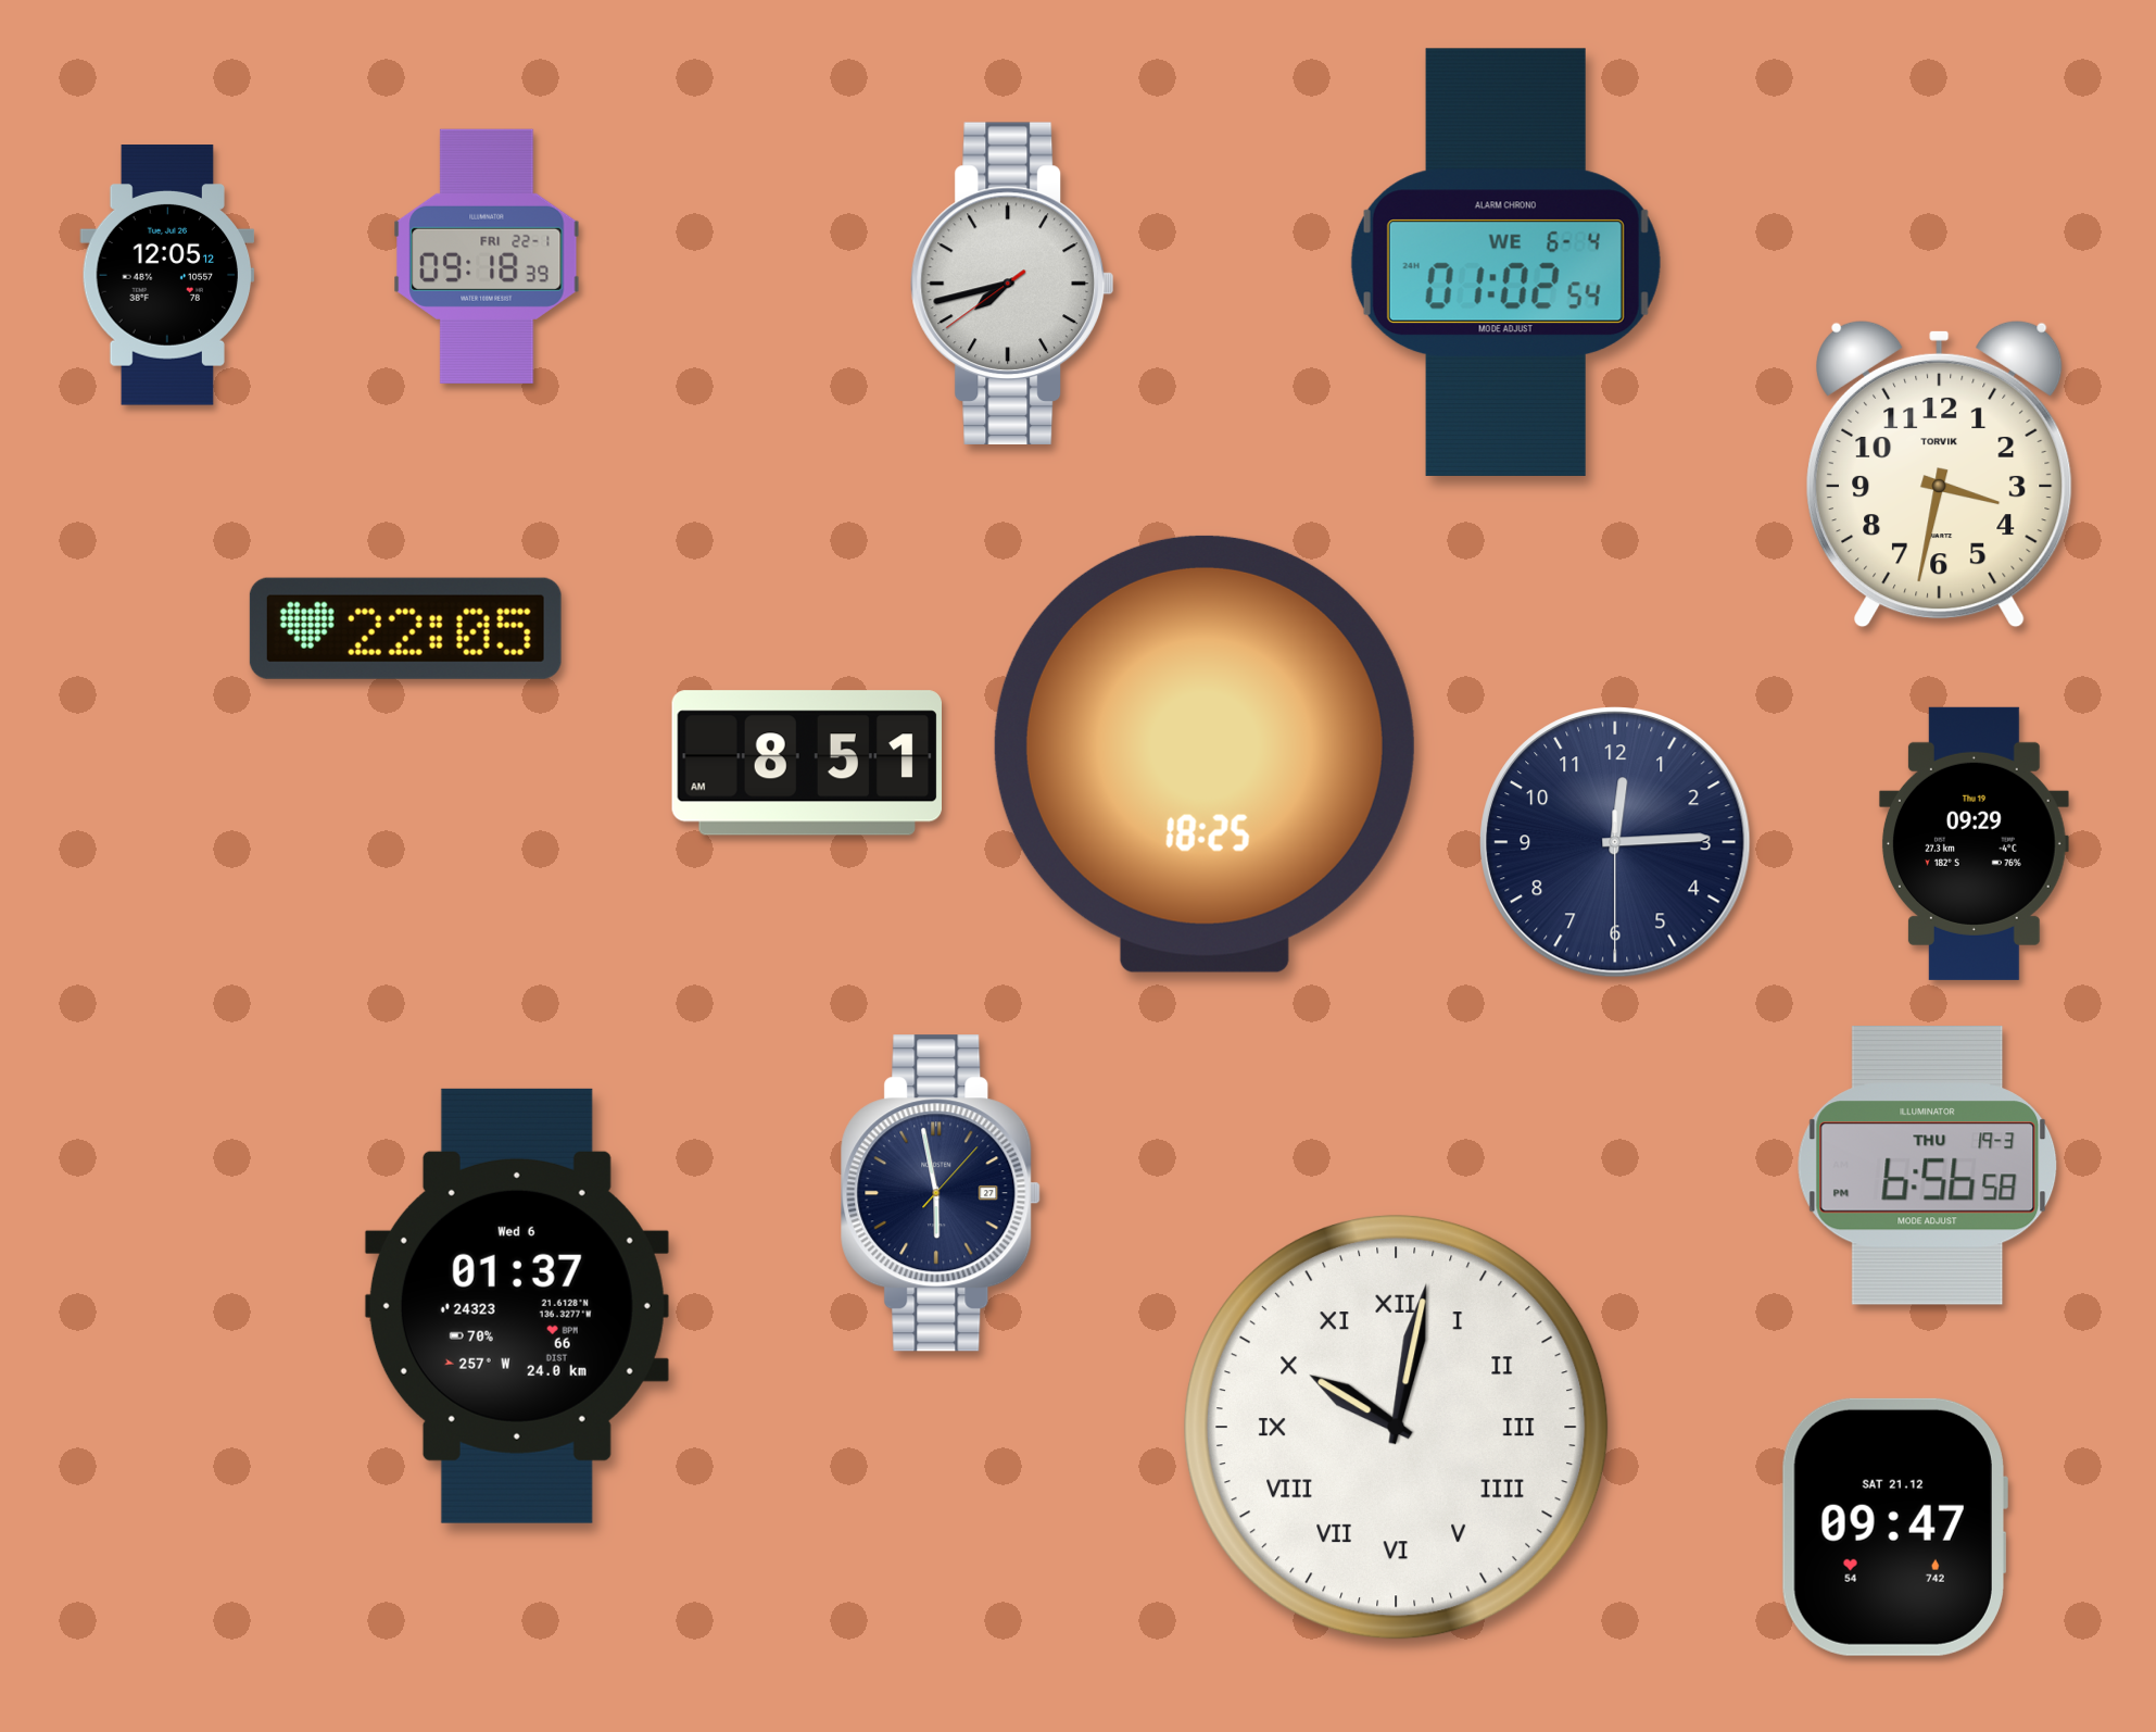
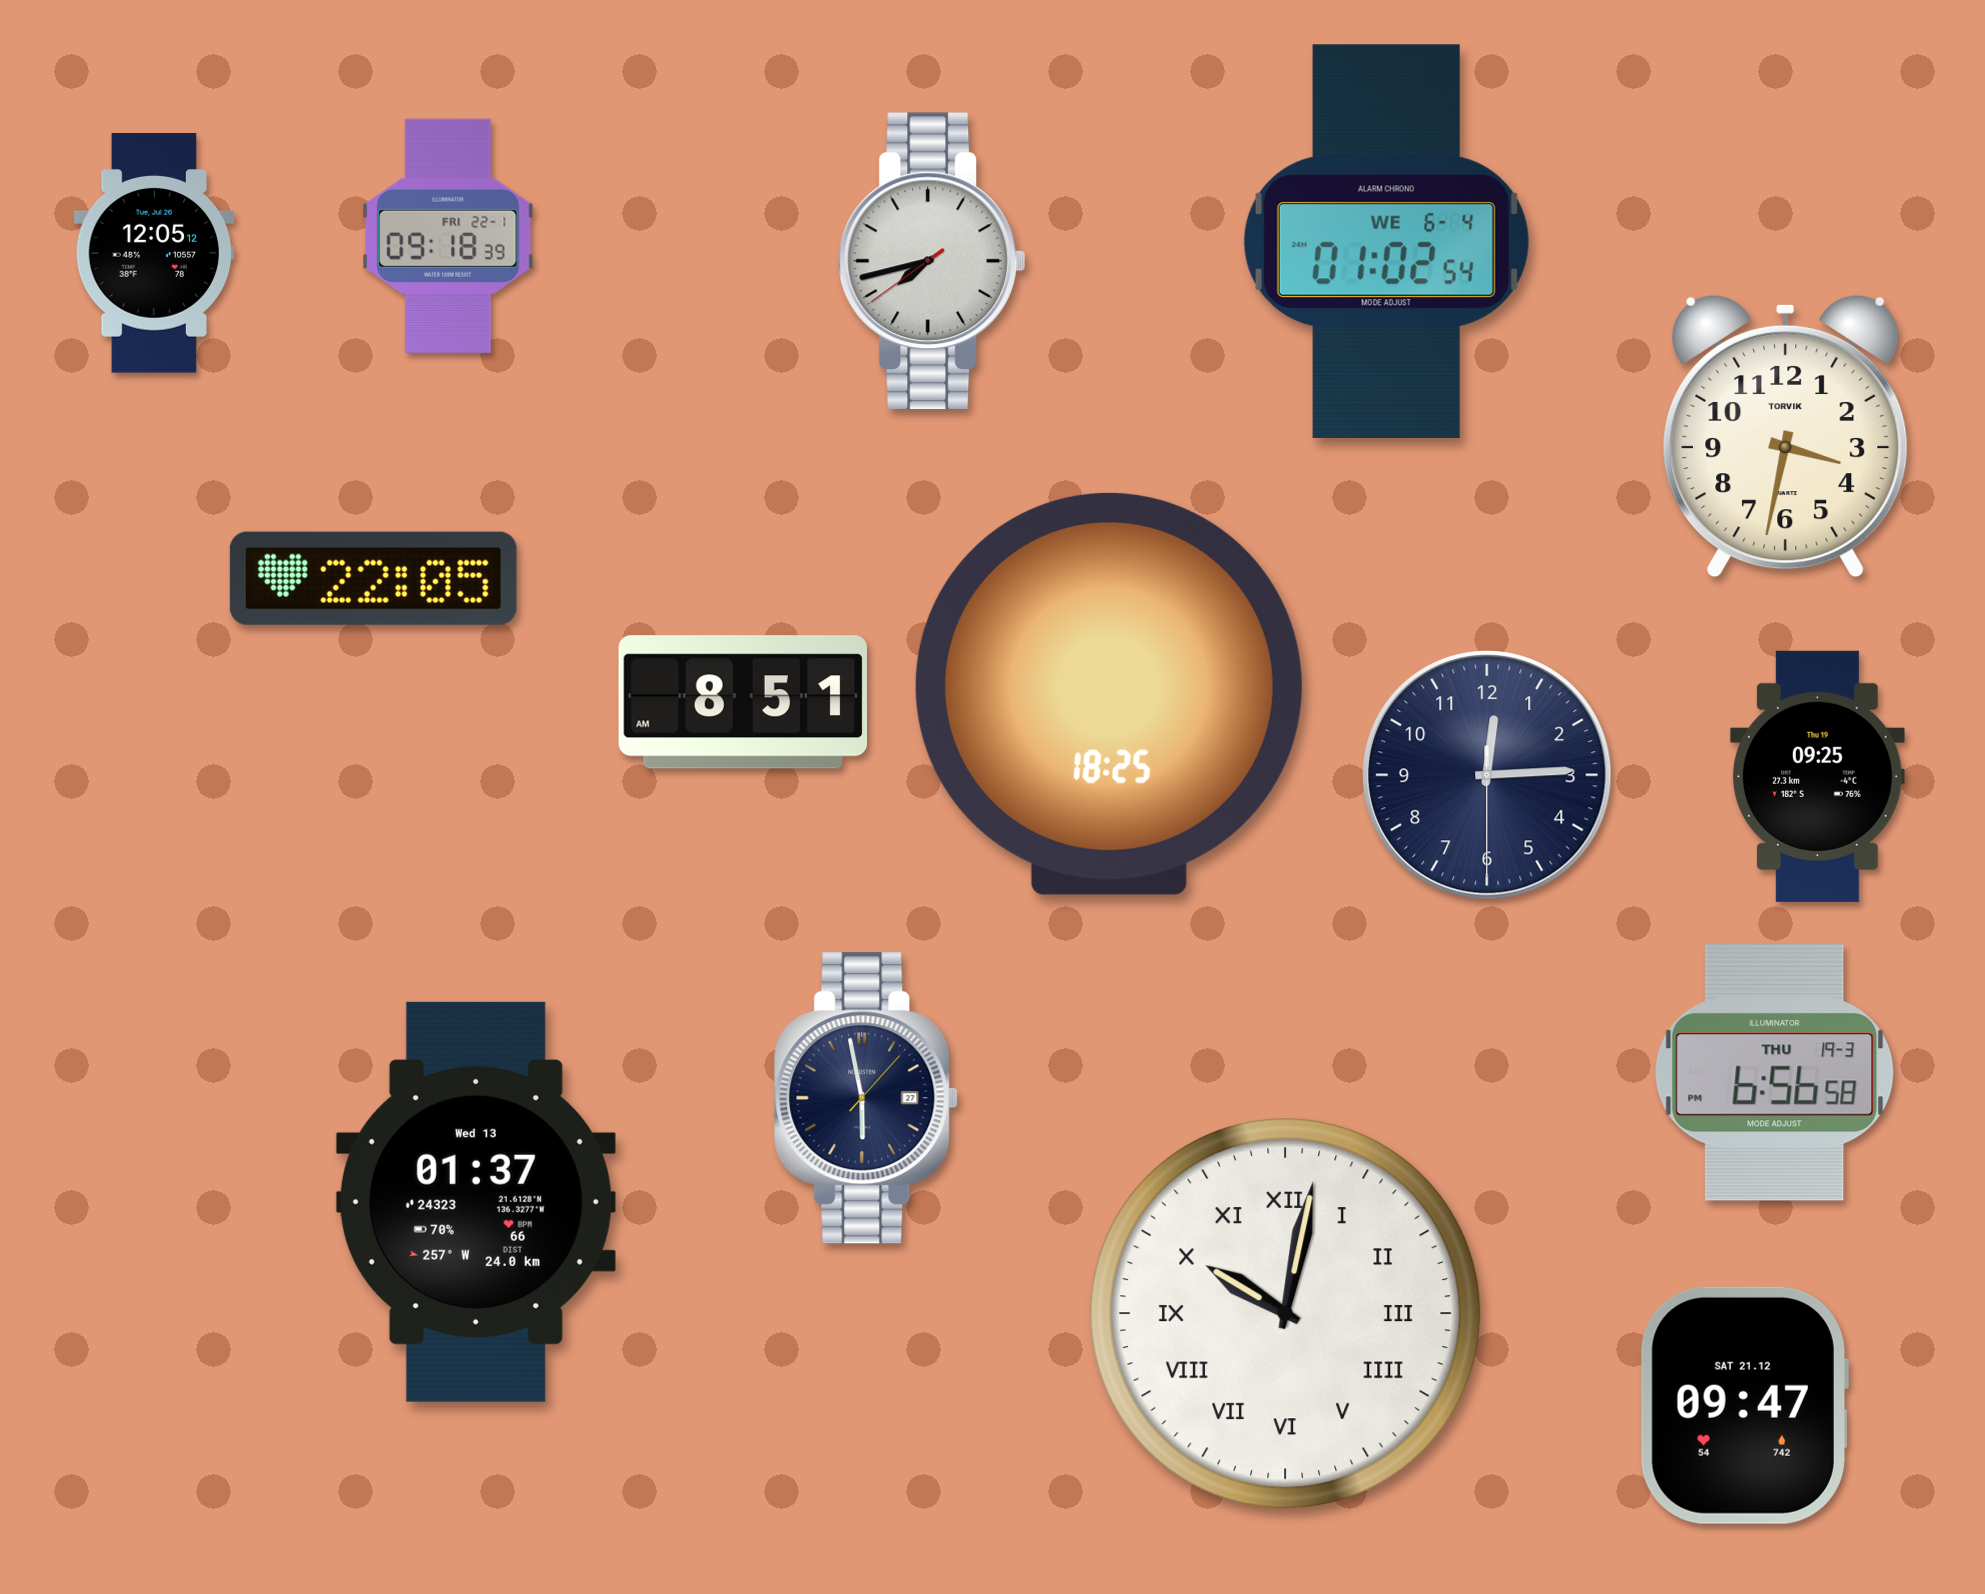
clock at (1974, 843): 09:29 -> 09:25
clock at (517, 1306) date: Wed 6 -> Wed 13
